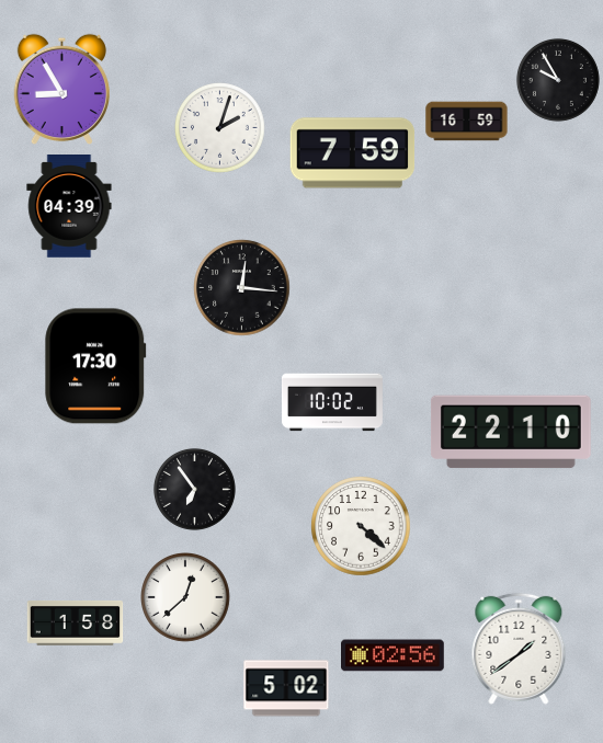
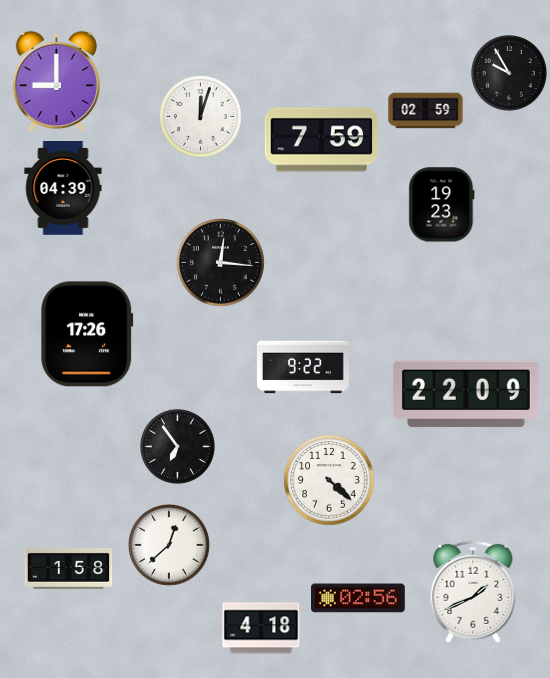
clock at (61, 90): 8:55 -> 9:00
clock at (467, 122): 16:59 -> 02:59
clock at (220, 128): 2:03 -> 12:03
clock at (442, 205): none -> 19:23
clock at (95, 366): 17:30 -> 17:26
clock at (332, 402): 10:02 -> 9:22
clock at (511, 432): 22:10 -> 22:09
clock at (519, 649): 1:39 -> 1:41
clock at (286, 688): 5:02 -> 4:18
